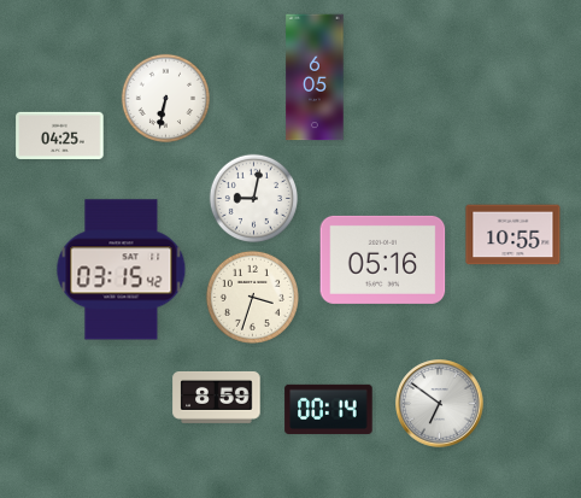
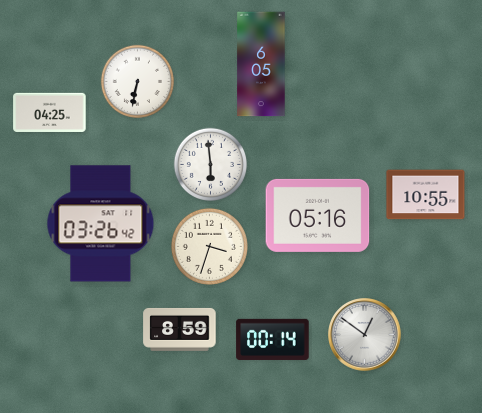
clock at (253, 198): 9:02 -> 5:59
clock at (122, 270): 03:15 -> 03:26
clock at (440, 404): 6:51 -> 12:51
